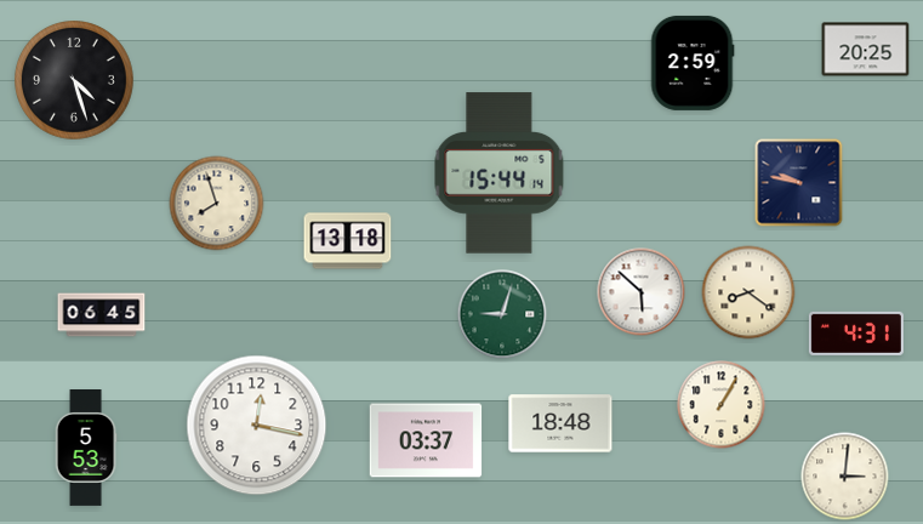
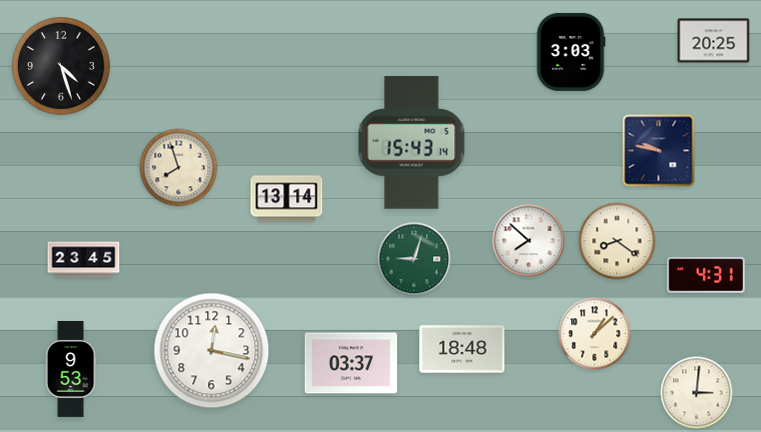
clock at (693, 63): 2:59 -> 3:03
clock at (500, 173): 15:44 -> 15:43
clock at (348, 241): 13:18 -> 13:14
clock at (642, 292): 5:52 -> 7:52
clock at (102, 315): 06:45 -> 23:45
clock at (722, 405): 1:05 -> 1:08
clock at (86, 449): 5:53 -> 9:53
